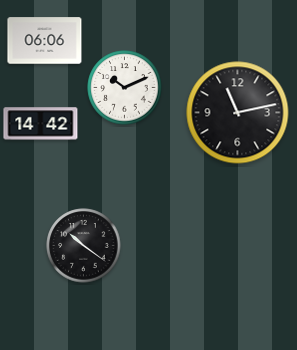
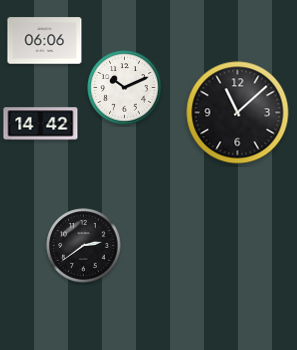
clock at (238, 113): 11:13 -> 11:08
clock at (84, 246): 10:21 -> 2:39
